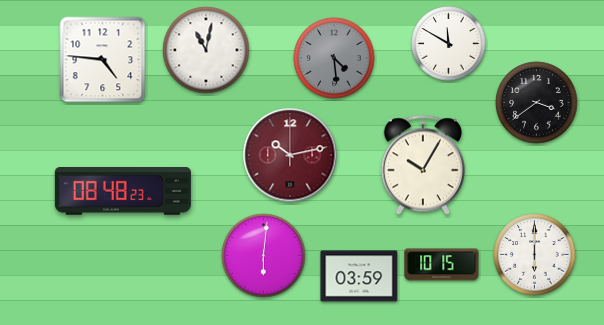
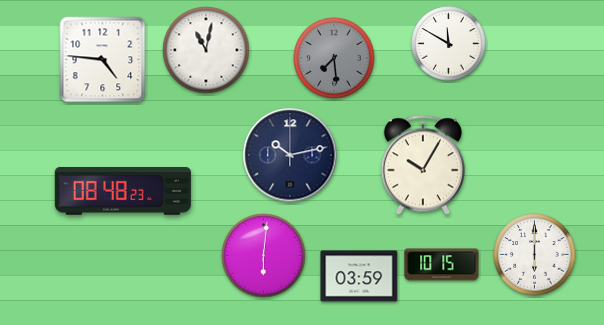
clock at (334, 58): 4:29 -> 7:29
clock at (537, 103): 3:39 -> none
clock at (290, 155) dial: burgundy -> navy
